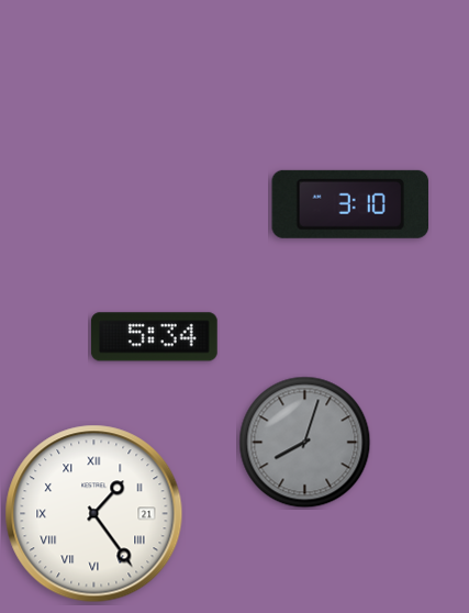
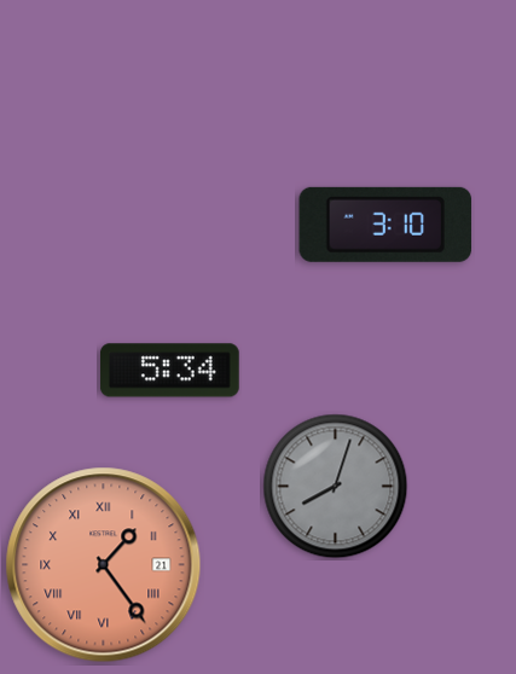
clock at (94, 514) dial: white -> salmon
